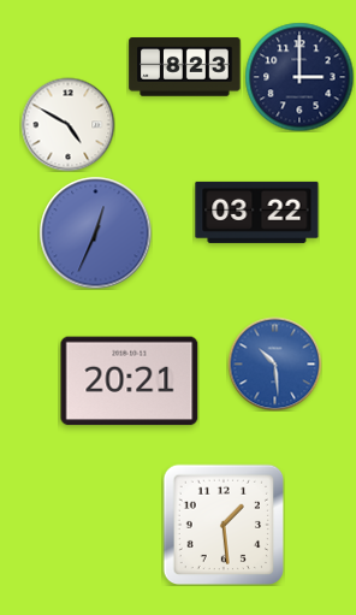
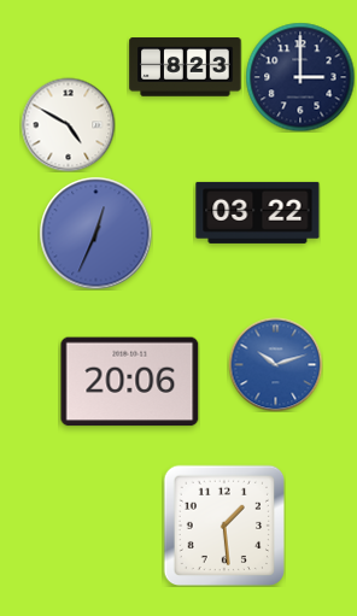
clock at (274, 363): 10:29 -> 10:12
clock at (130, 382): 20:21 -> 20:06
